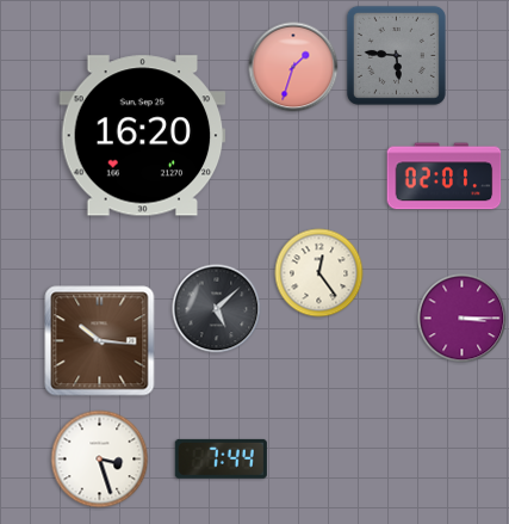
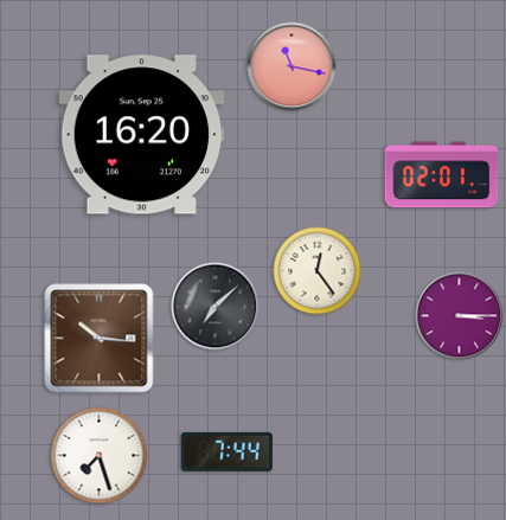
clock at (396, 55): 5:46 -> none
clock at (293, 67): 1:33 -> 11:17
clock at (217, 309): 5:08 -> 7:08
clock at (221, 458) position: (221, 458) -> (226, 451)
clock at (100, 460): 3:27 -> 7:27
